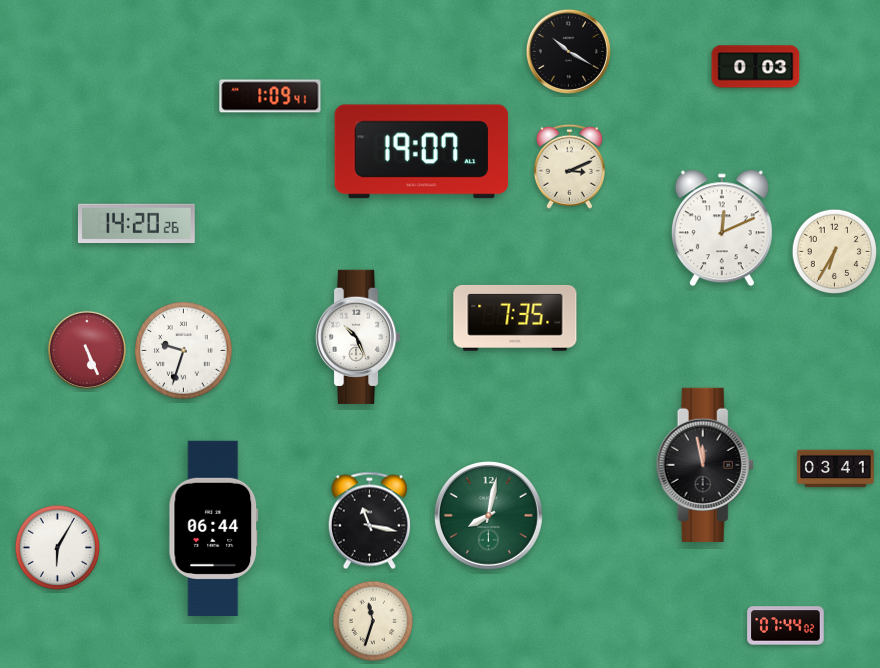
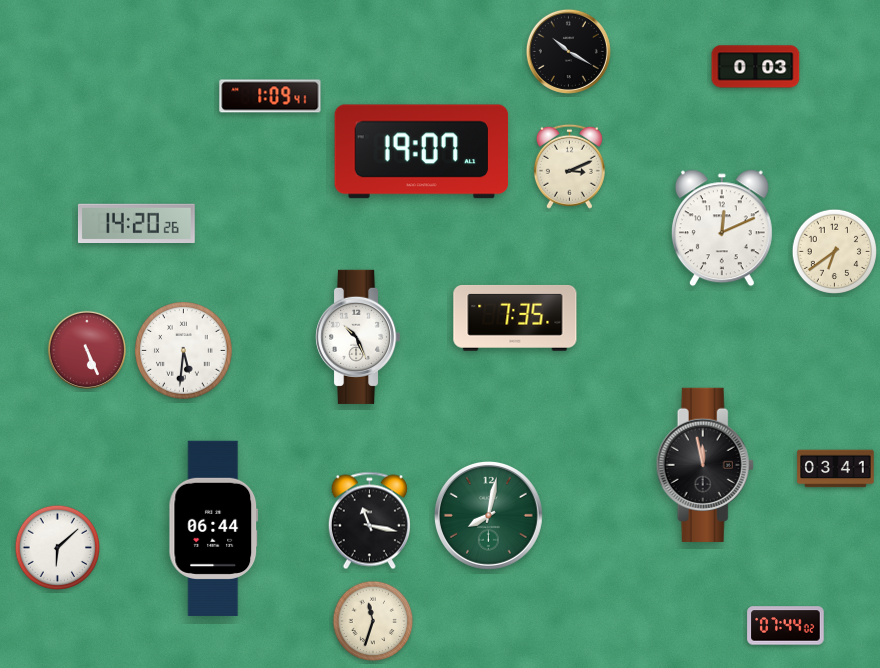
clock at (834, 251): 6:35 -> 6:39
clock at (184, 351): 9:33 -> 5:31
clock at (57, 547): 6:05 -> 6:08
